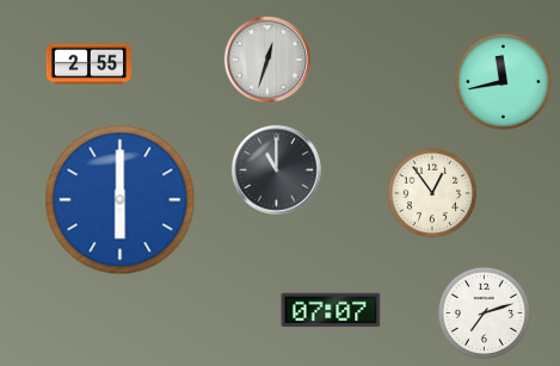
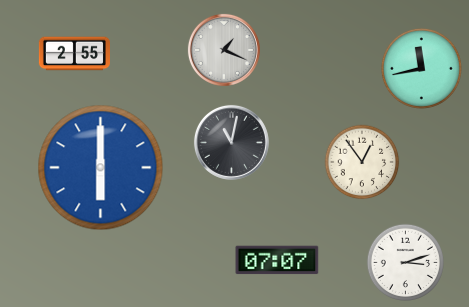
clock at (267, 60): 12:33 -> 1:19
clock at (276, 169): 11:00 -> 11:02
clock at (484, 312): 7:12 -> 3:12
